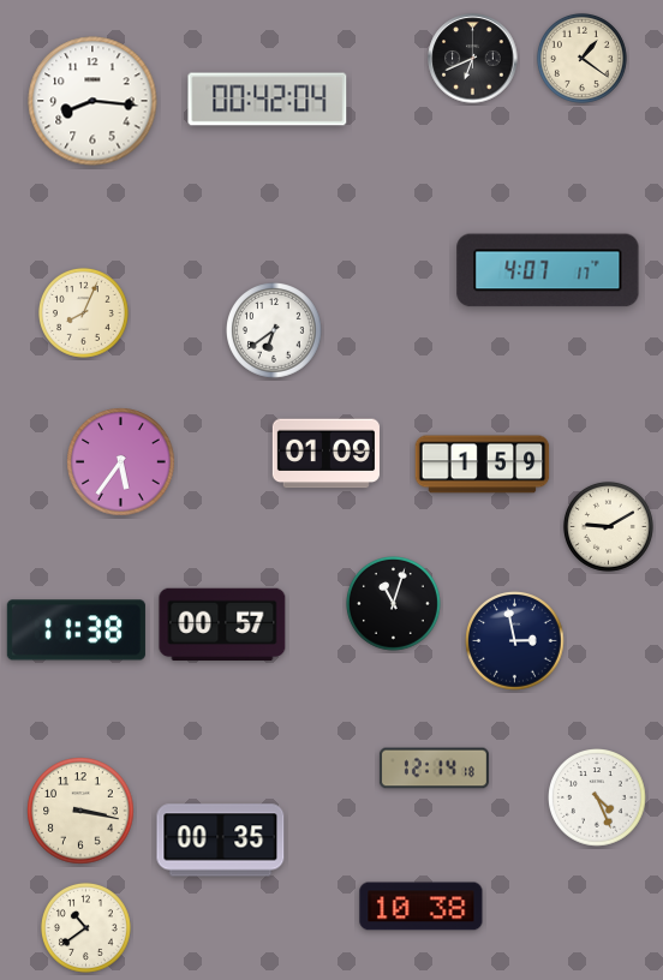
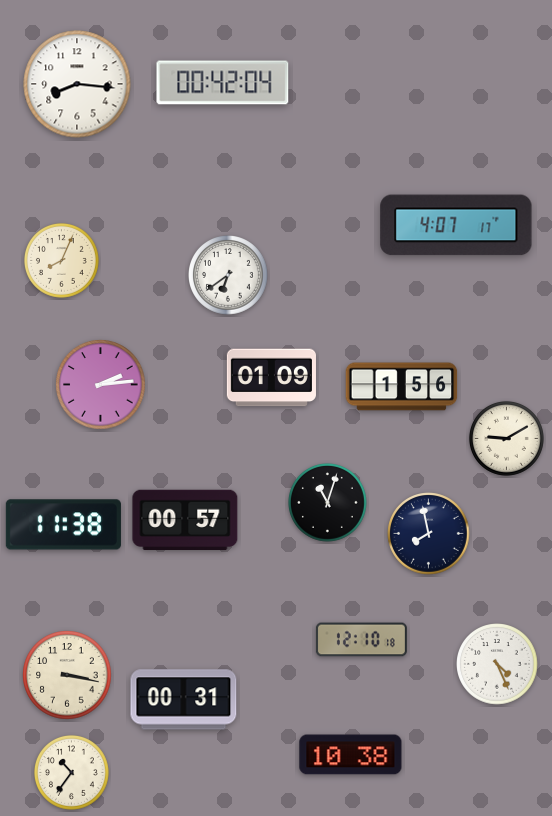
clock at (581, 58): 1:21 -> none
clock at (473, 59): 6:41 -> none
clock at (83, 312) position: (83, 312) -> (61, 260)
clock at (121, 462): 5:36 -> 2:14
clock at (483, 465): 1:59 -> 1:56
clock at (515, 641): 2:58 -> 7:58
clock at (434, 769): 12:14 -> 12:10
clock at (221, 841): 00:35 -> 00:31
clock at (85, 927): 10:39 -> 10:36
